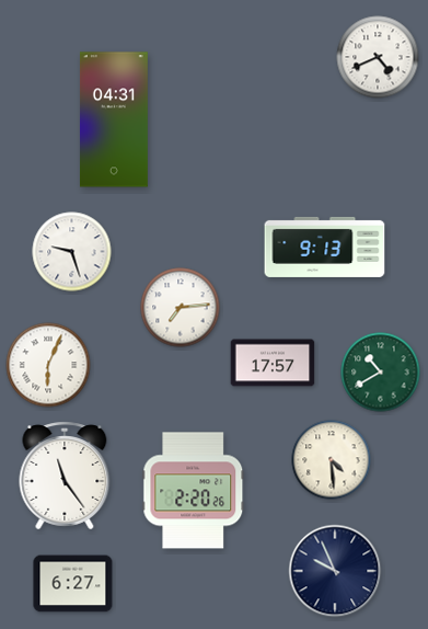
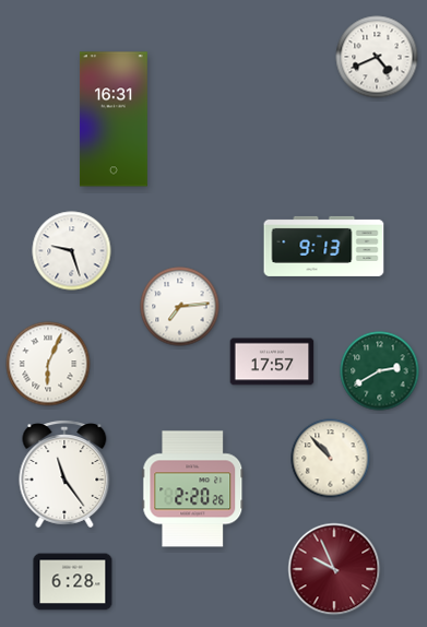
clock at (114, 119): 04:31 -> 16:31
clock at (381, 373): 10:40 -> 2:40
clock at (332, 460): 4:29 -> 10:53
clock at (335, 571) dial: navy -> burgundy
clock at (73, 584): 6:27 -> 6:28
